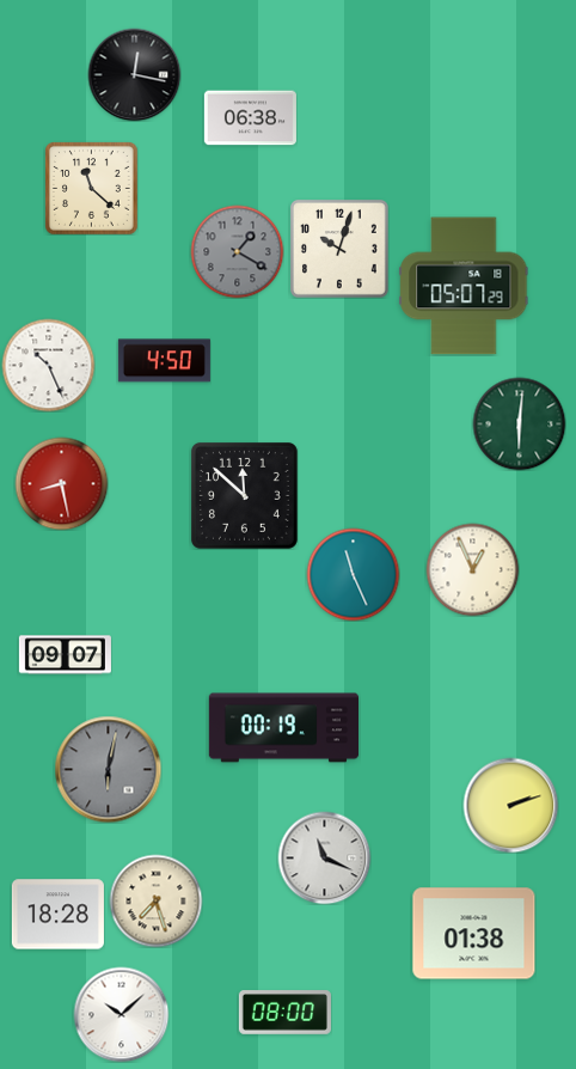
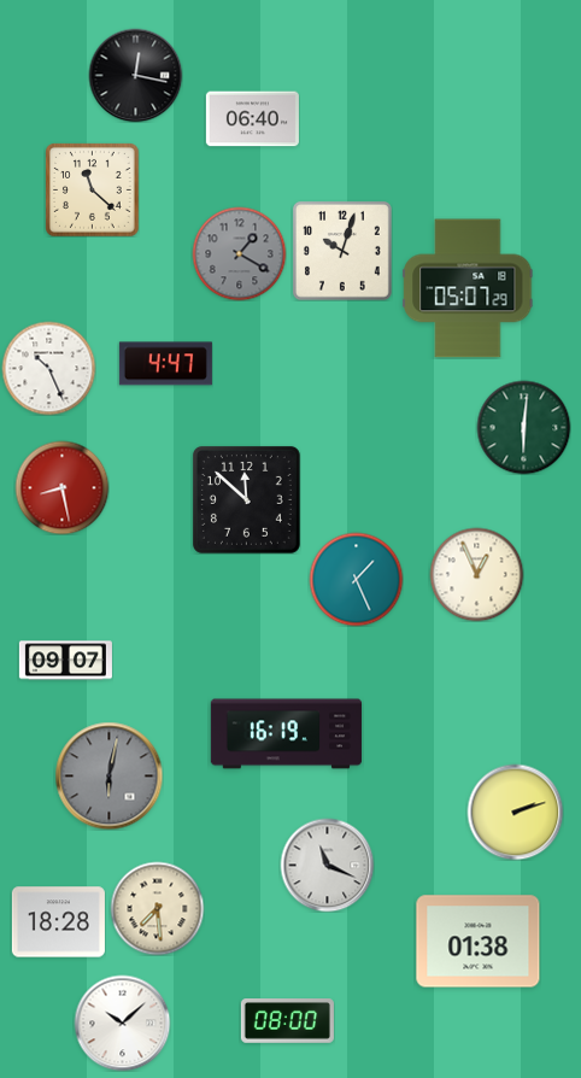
clock at (250, 118): 06:38 -> 06:40
clock at (164, 361): 4:50 -> 4:47
clock at (353, 574): 11:26 -> 1:26
clock at (284, 728): 00:19 -> 16:19
clock at (155, 900): 7:27 -> 7:29
